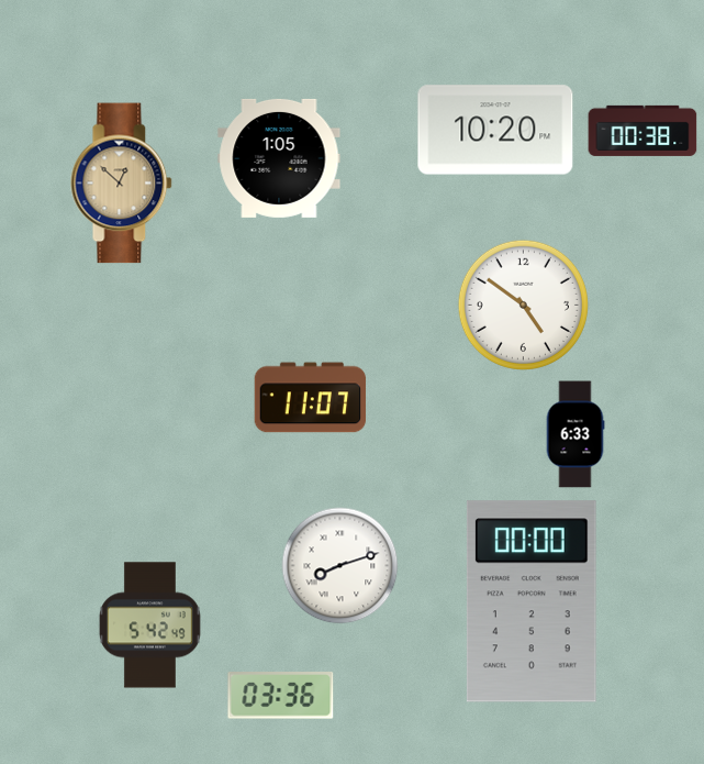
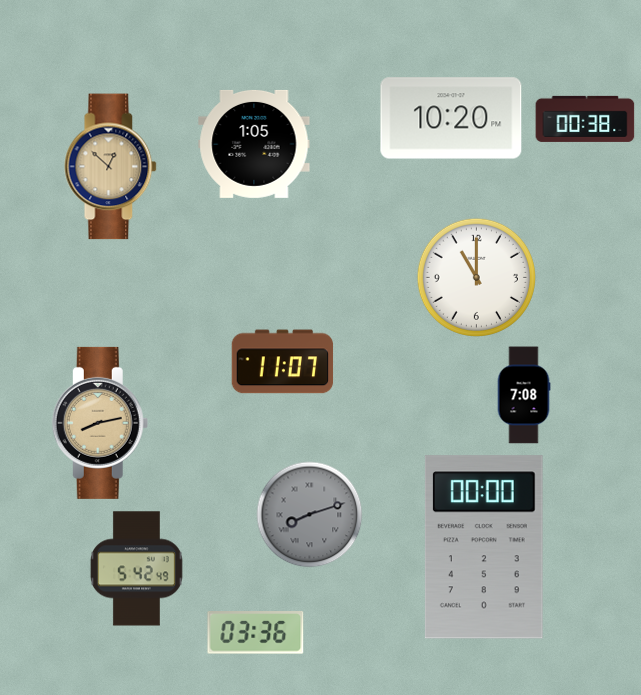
clock at (523, 305): 4:51 -> 11:00
clock at (576, 434): 6:33 -> 7:08
clock at (100, 423): none -> 8:13
clock at (340, 566) dial: white -> grey
